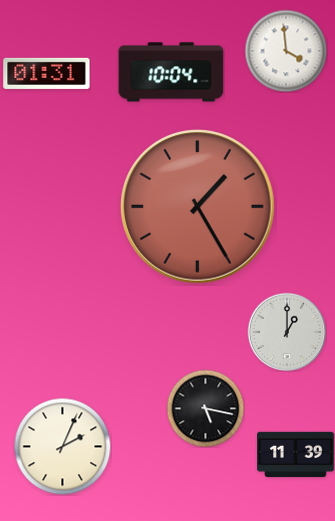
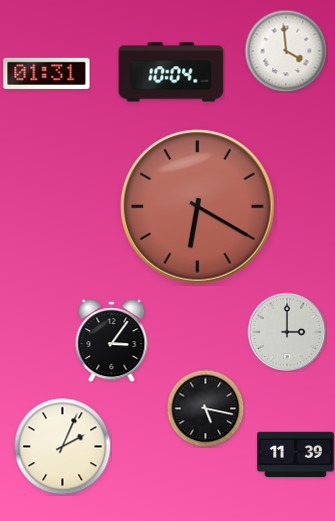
clock at (198, 207): 1:25 -> 6:20
clock at (287, 332): 1:00 -> 3:00
clock at (112, 341): none -> 3:06
